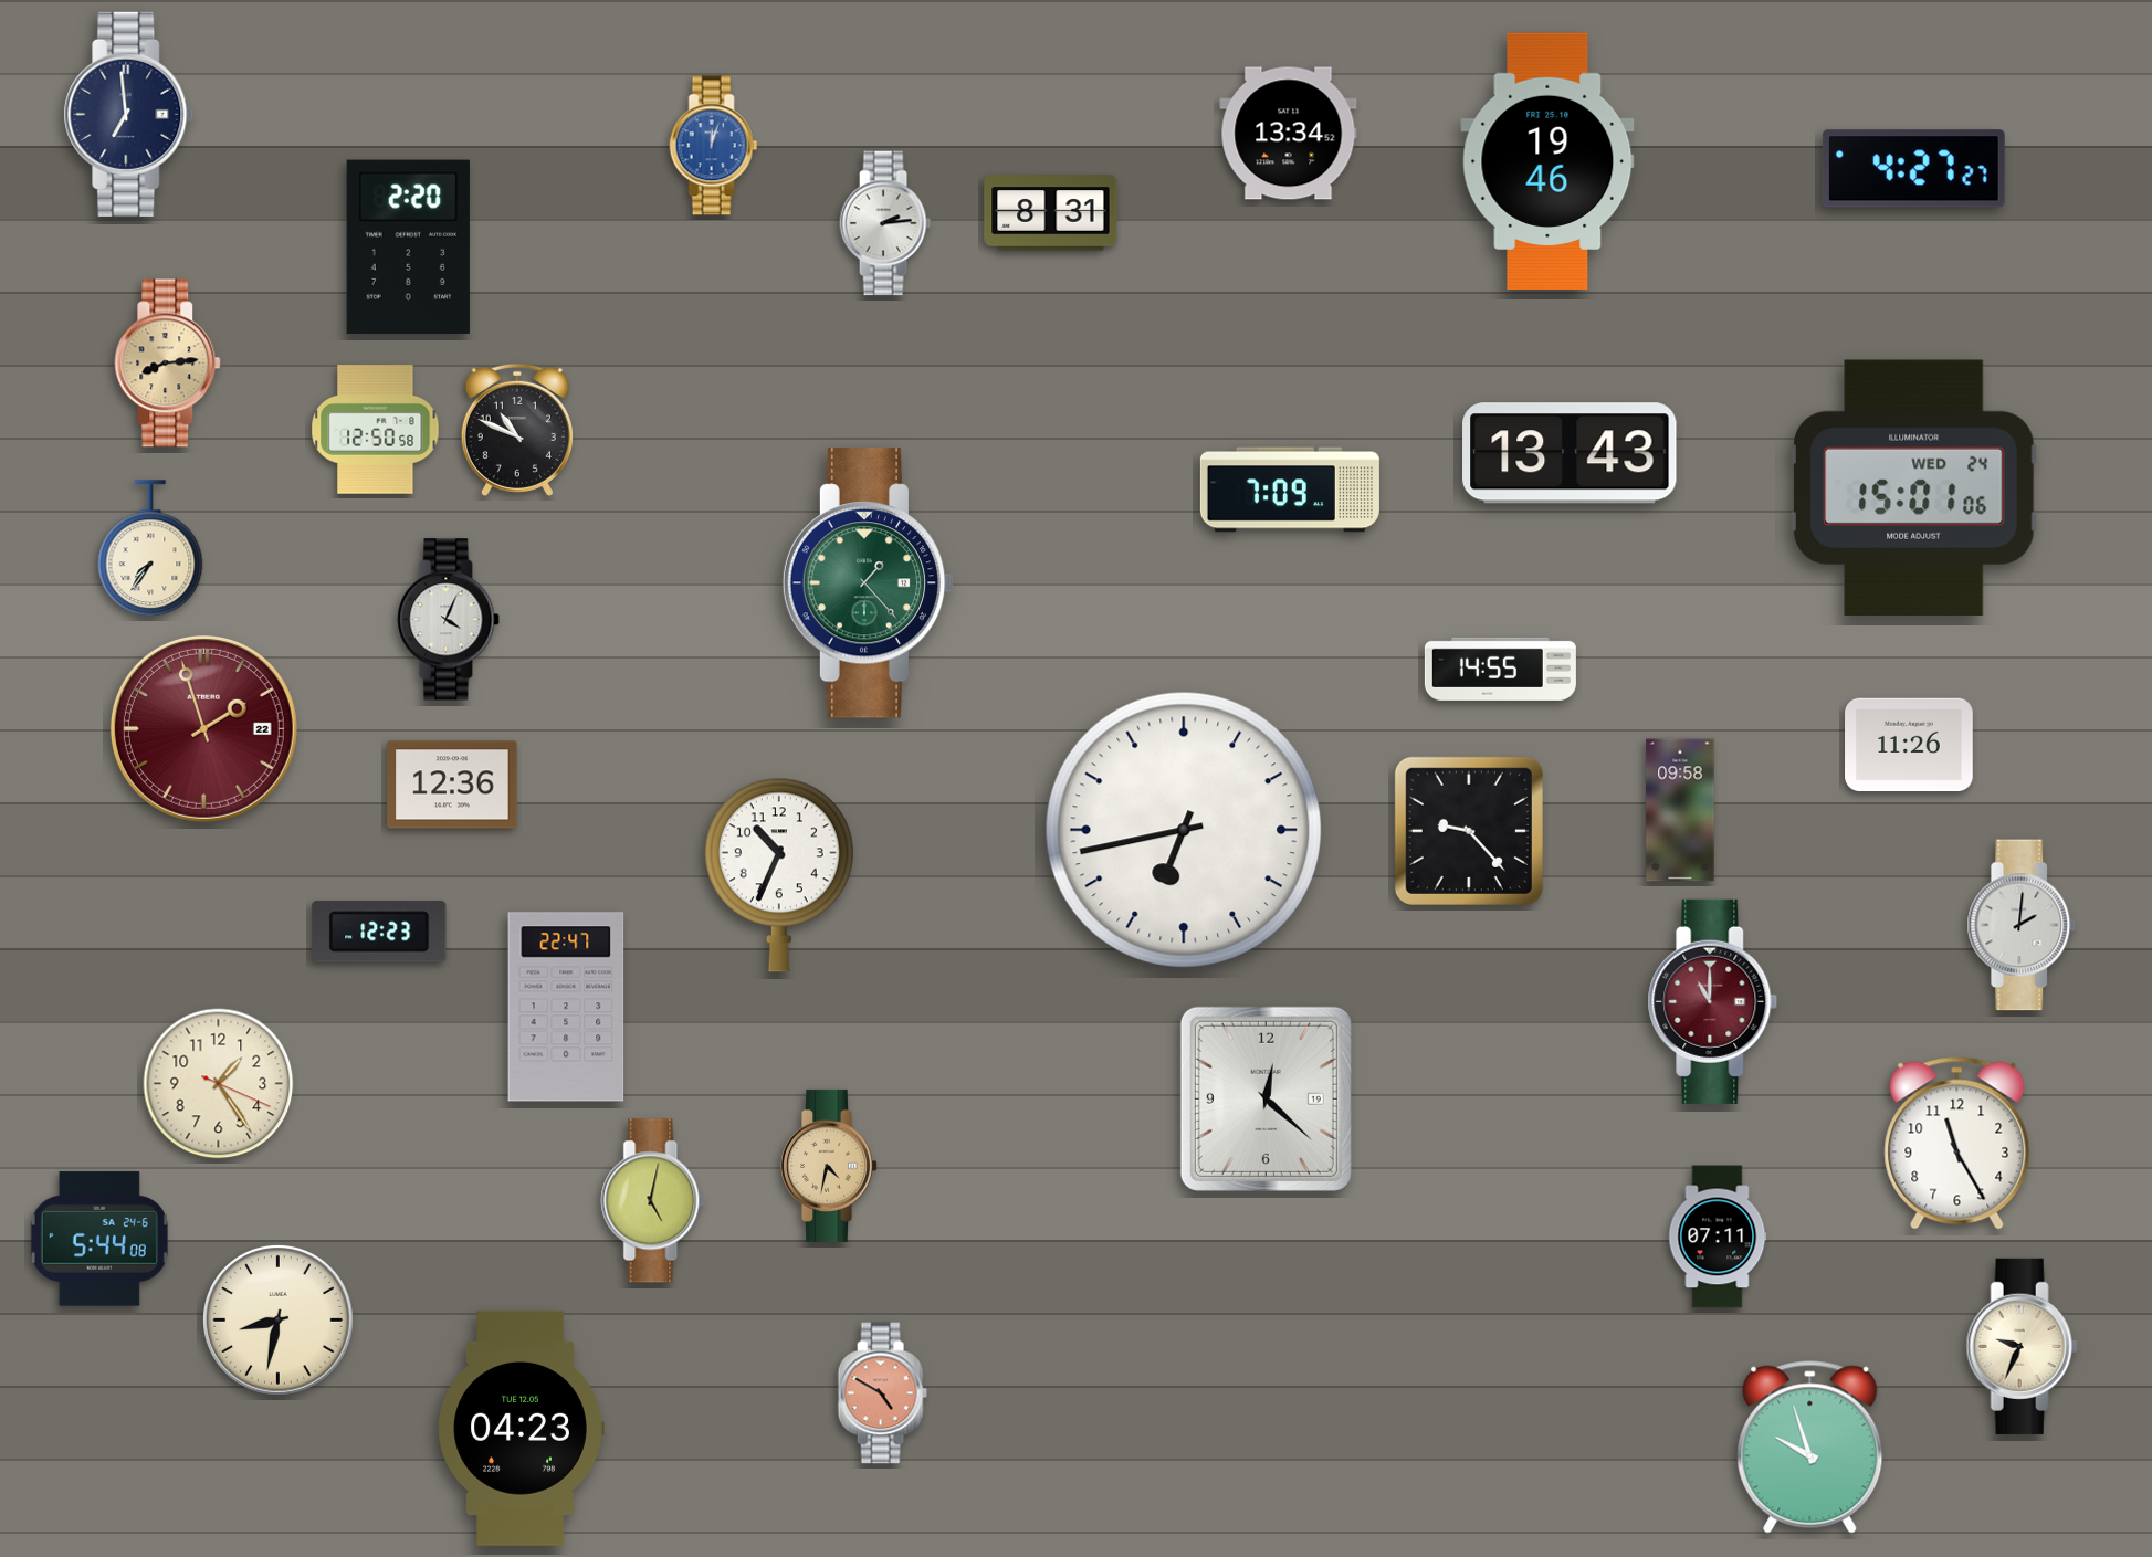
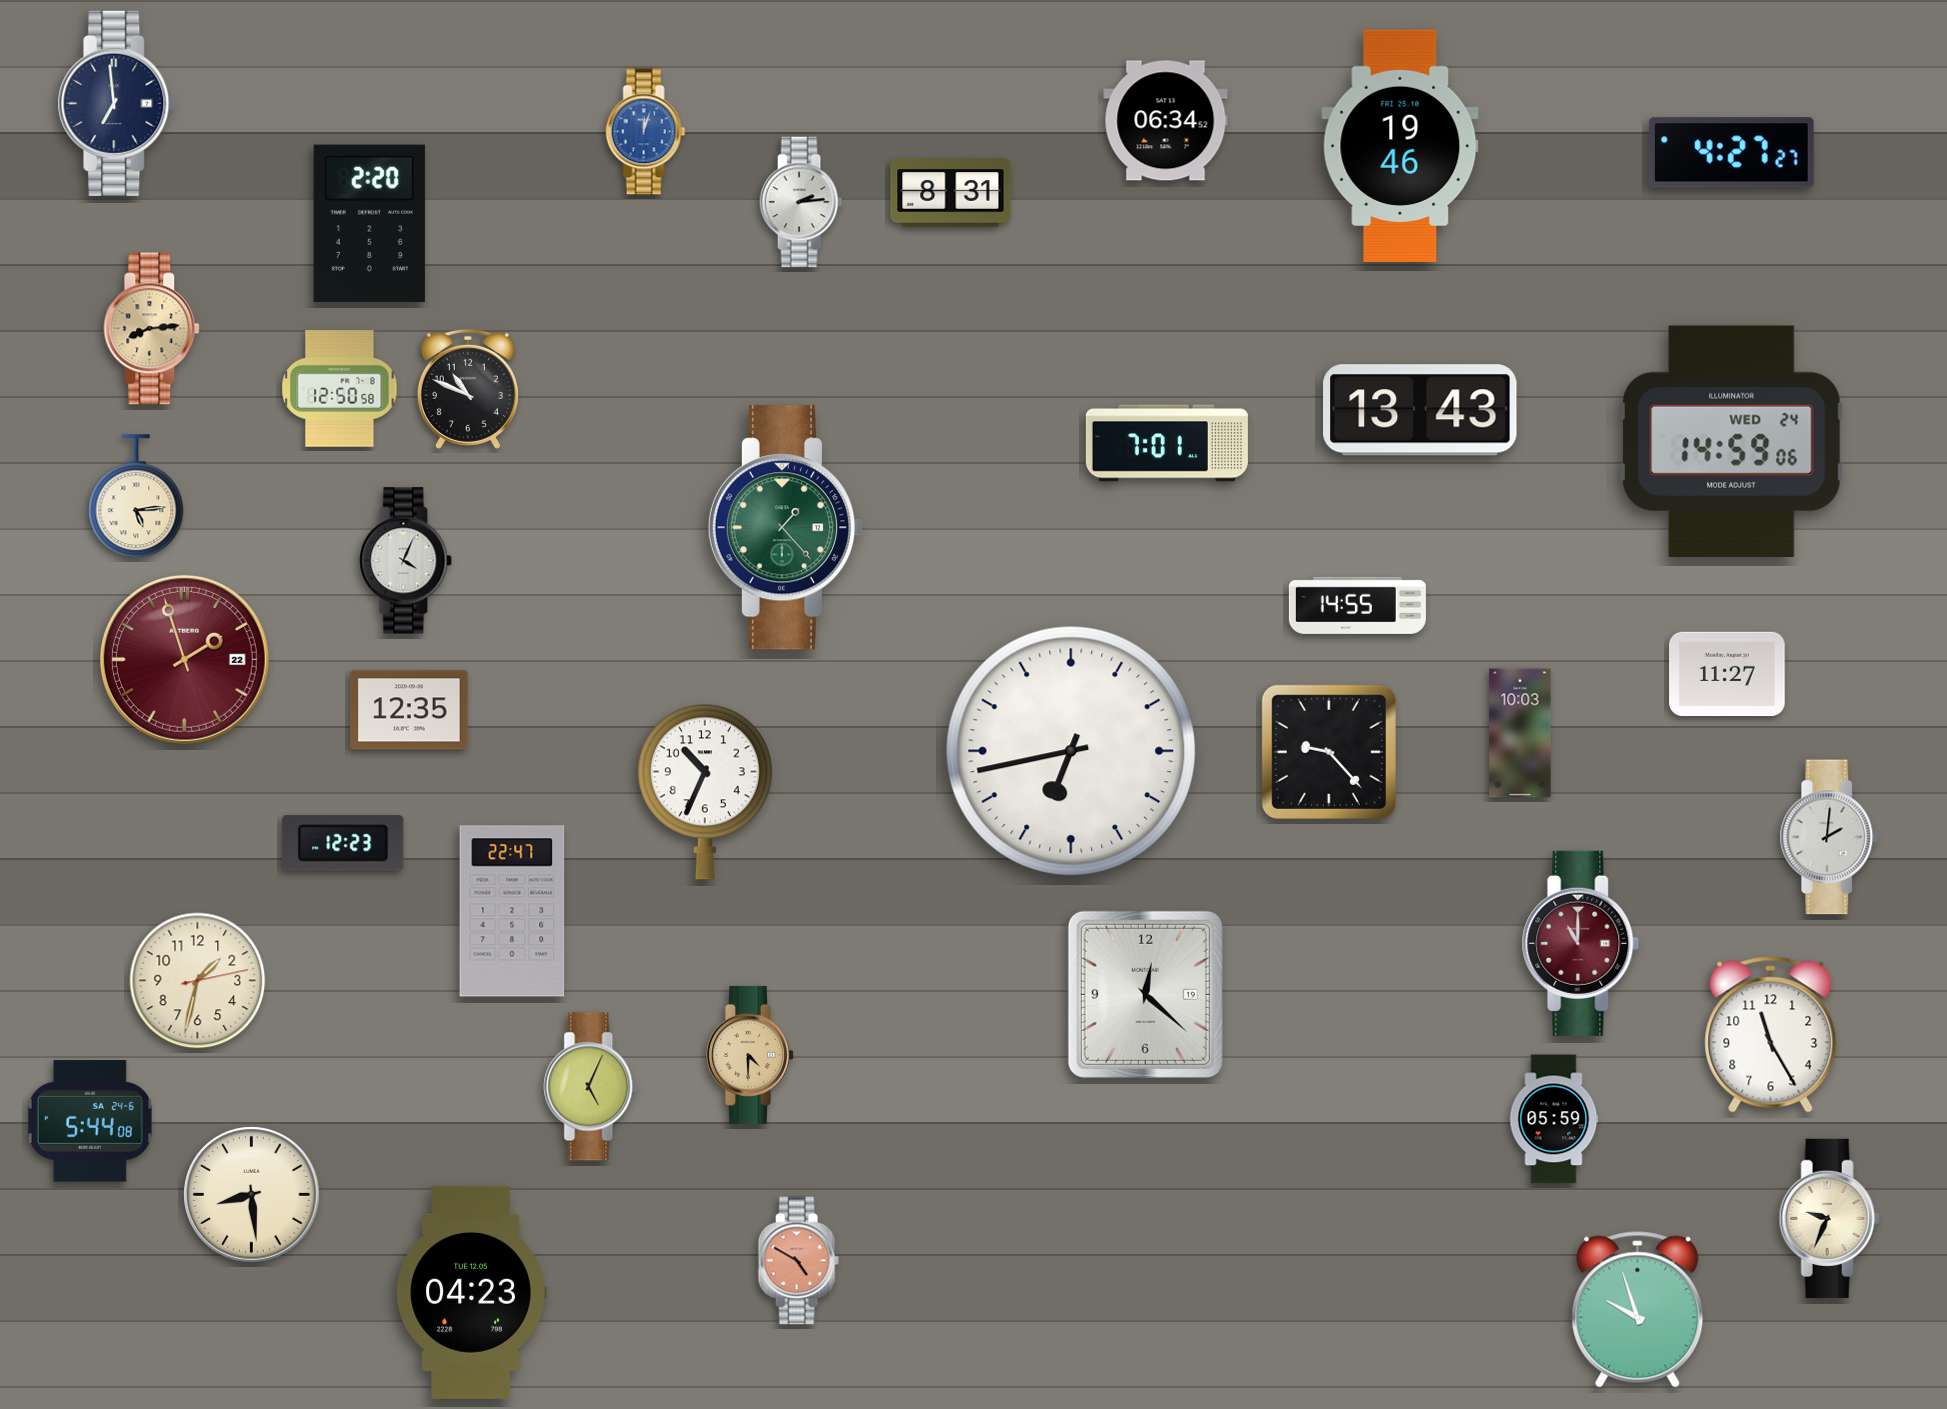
clock at (1289, 134): 13:34 -> 06:34
clock at (1914, 487): 15:01 -> 14:59
clock at (1290, 490): 7:09 -> 7:01
clock at (150, 549): 7:36 -> 5:14
clock at (1909, 745): 11:26 -> 11:27
clock at (452, 785): 12:36 -> 12:35
clock at (1680, 810): 09:58 -> 10:03
clock at (1713, 1001) position: (1713, 1001) -> (1581, 943)
clock at (219, 1084): 1:24 -> 1:32
clock at (830, 1166): 4:32 -> 4:30
clock at (653, 1201): 5:02 -> 5:04
clock at (1718, 1237): 07:11 -> 05:59
clock at (279, 1321): 8:32 -> 8:29
